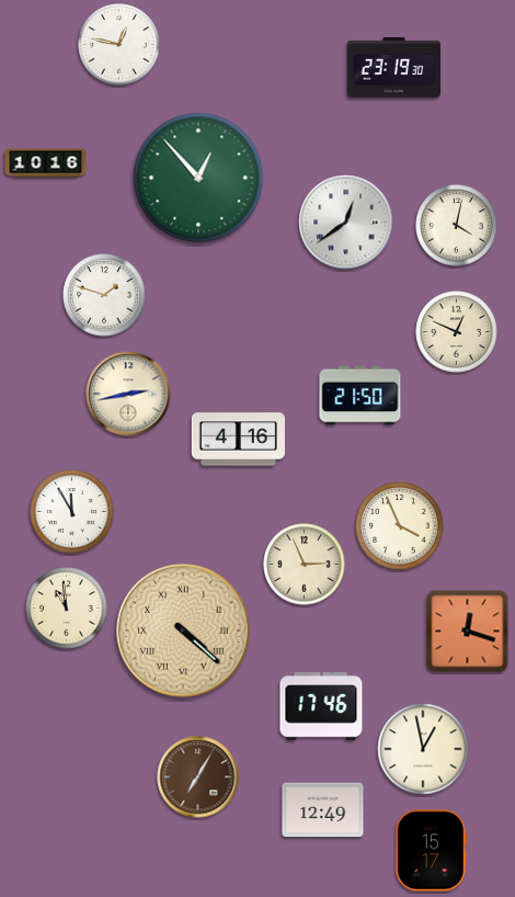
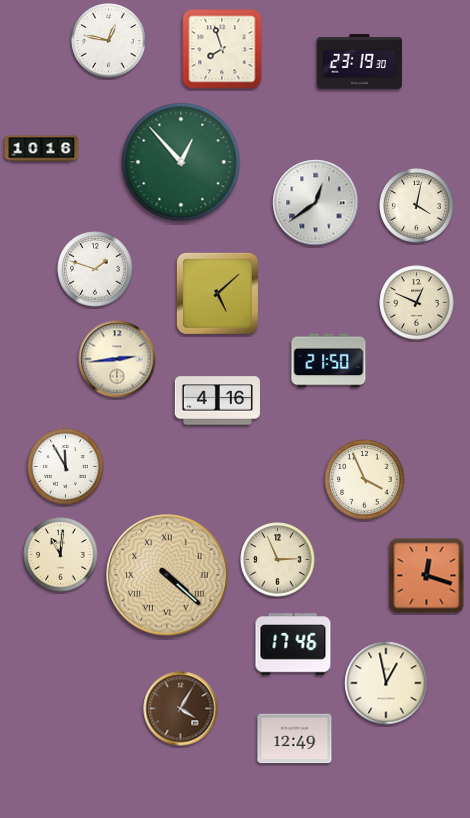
clock at (222, 49): none -> 7:57
clock at (217, 293): none -> 5:08
clock at (128, 394): 2:43 -> 2:44
clock at (305, 565) position: (305, 565) -> (278, 560)
clock at (67, 609): 10:59 -> 11:01
clock at (198, 777): 7:05 -> 4:05
clock at (432, 851): 15:17 -> none
